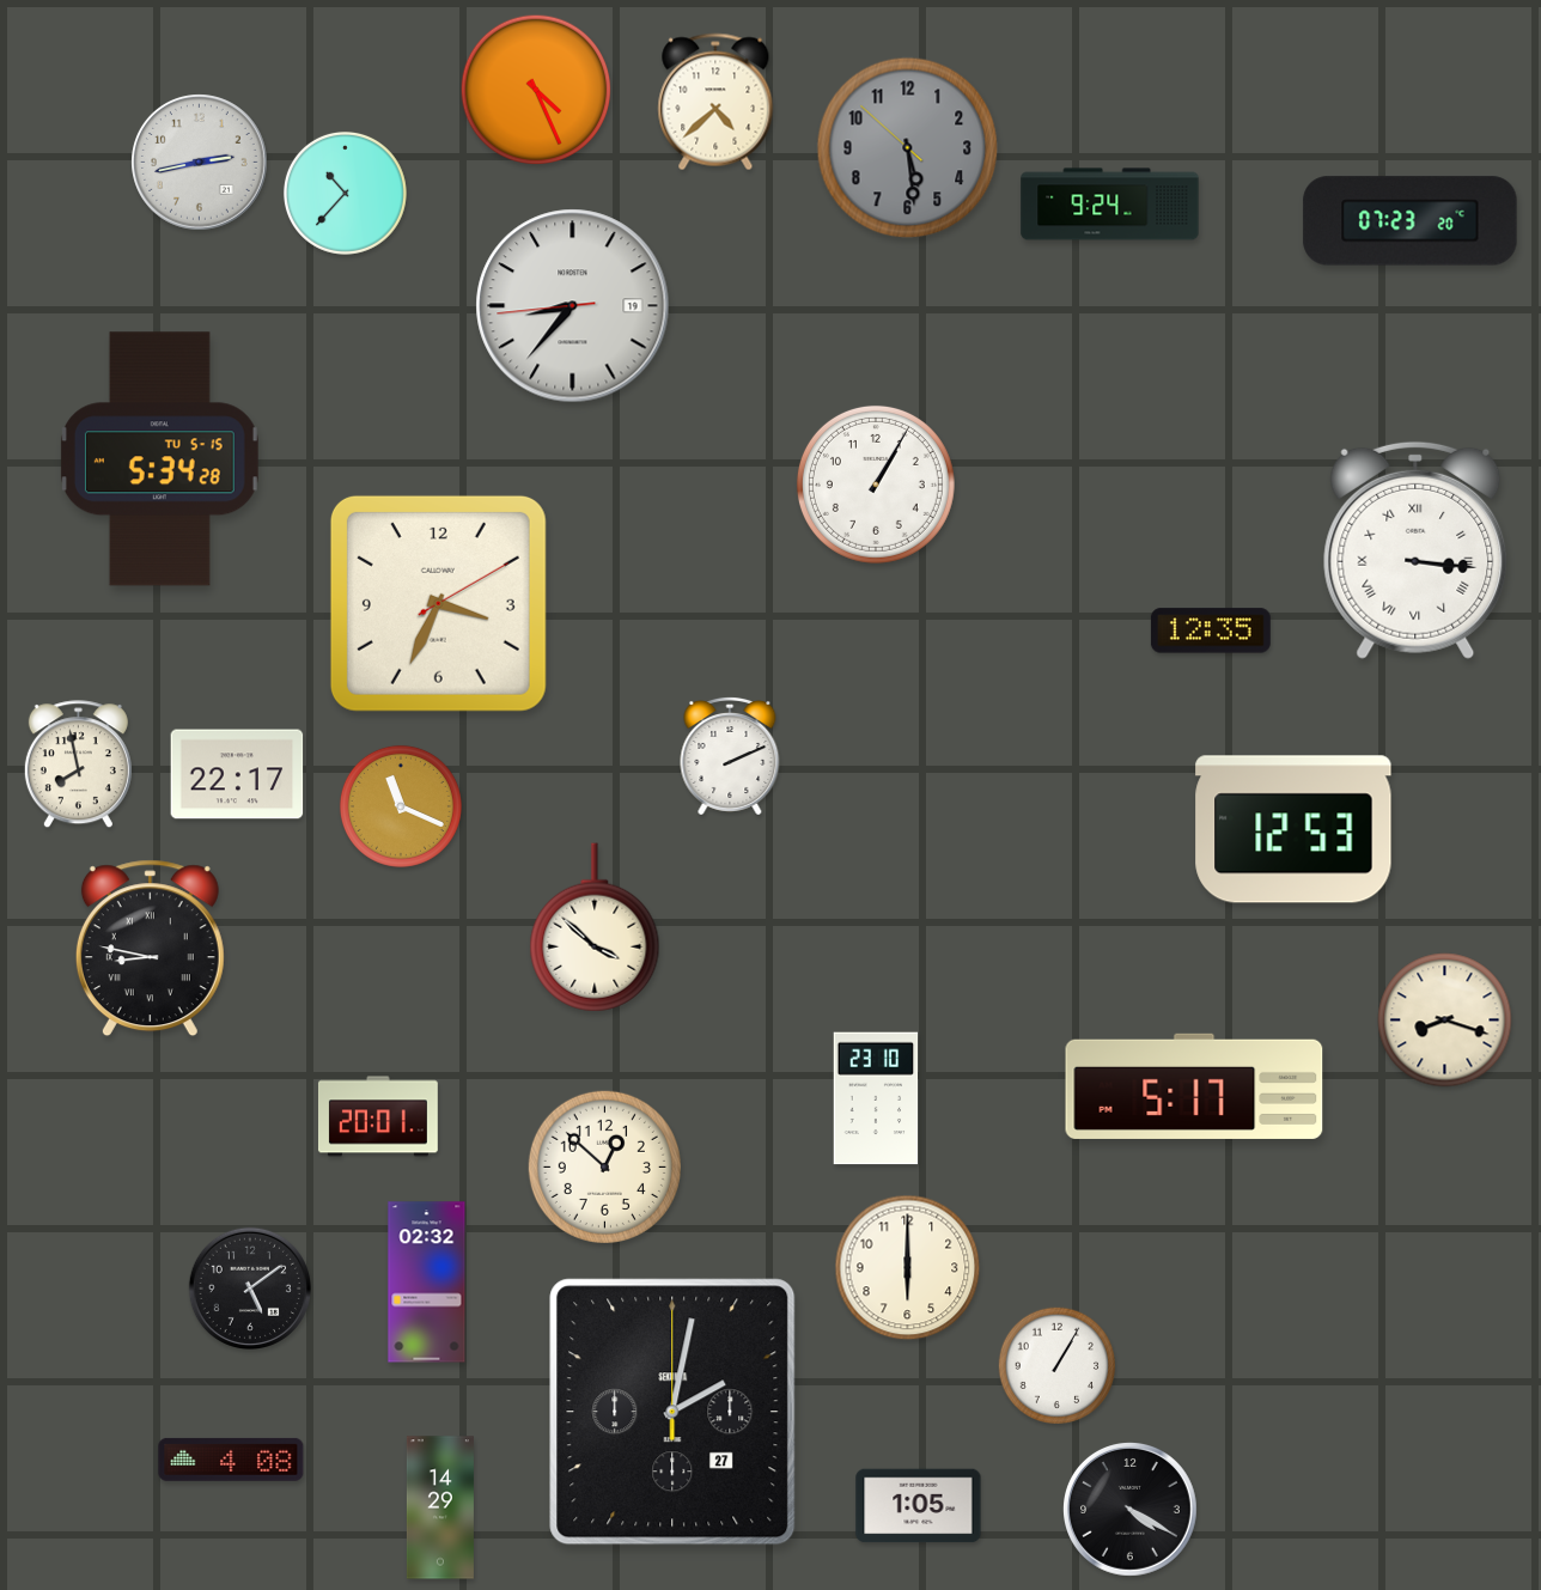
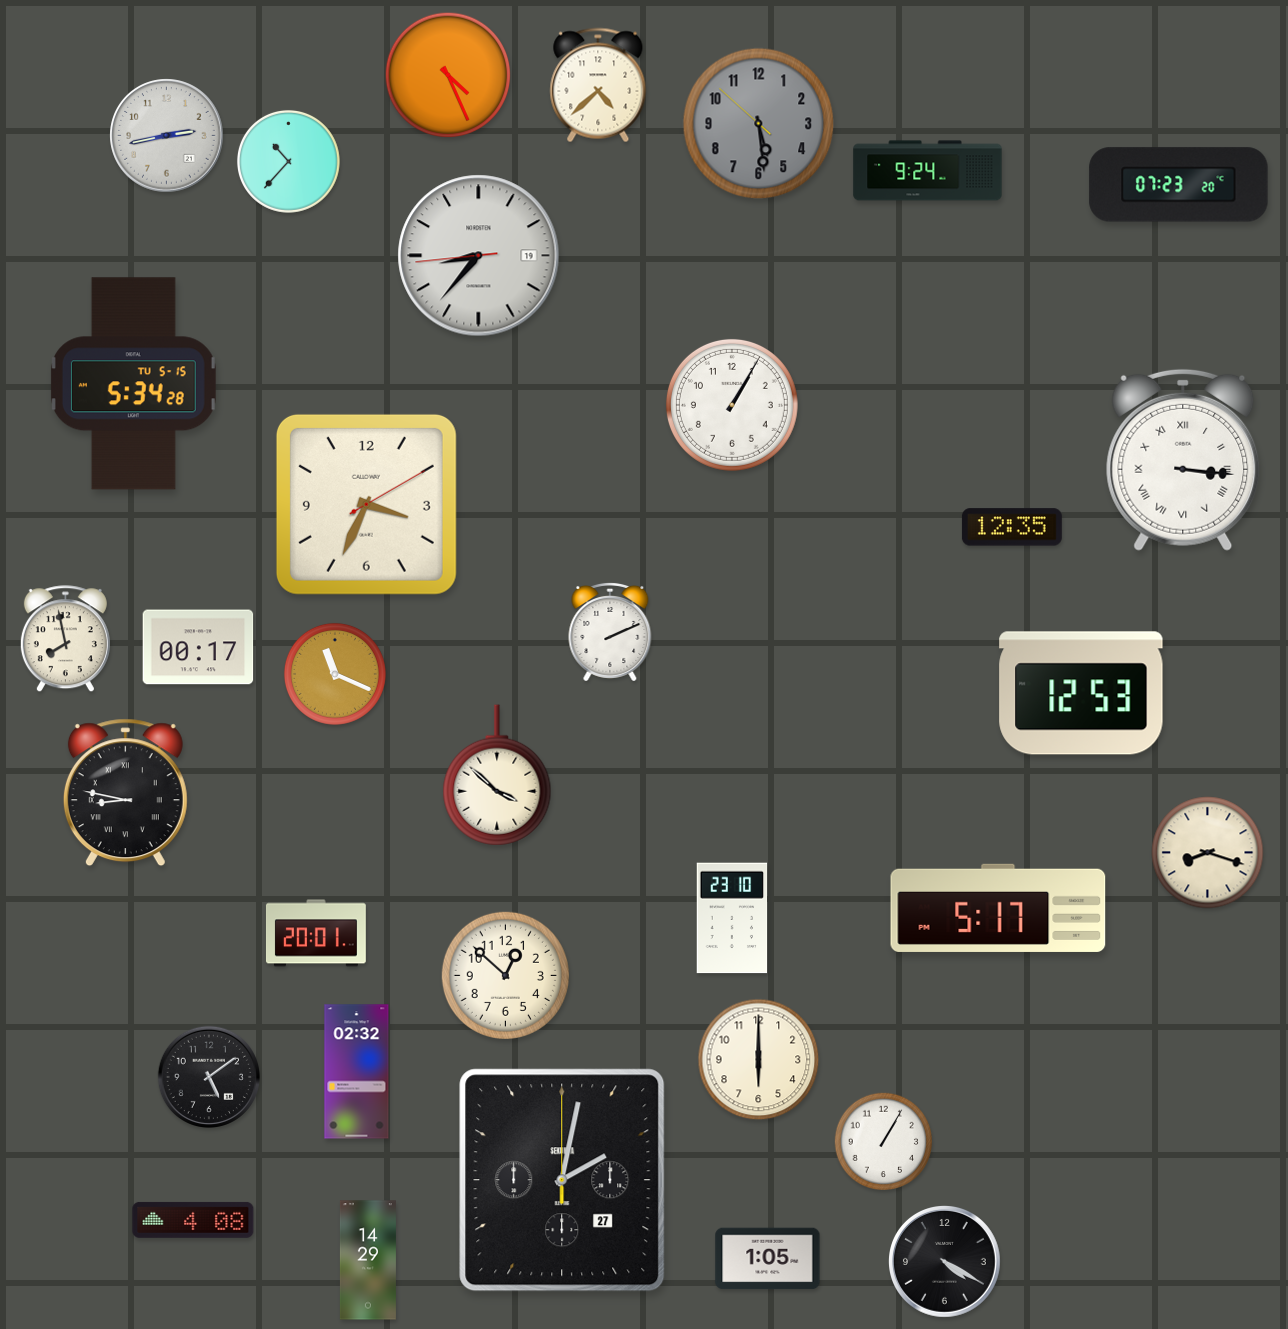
clock at (237, 774): 22:17 -> 00:17
